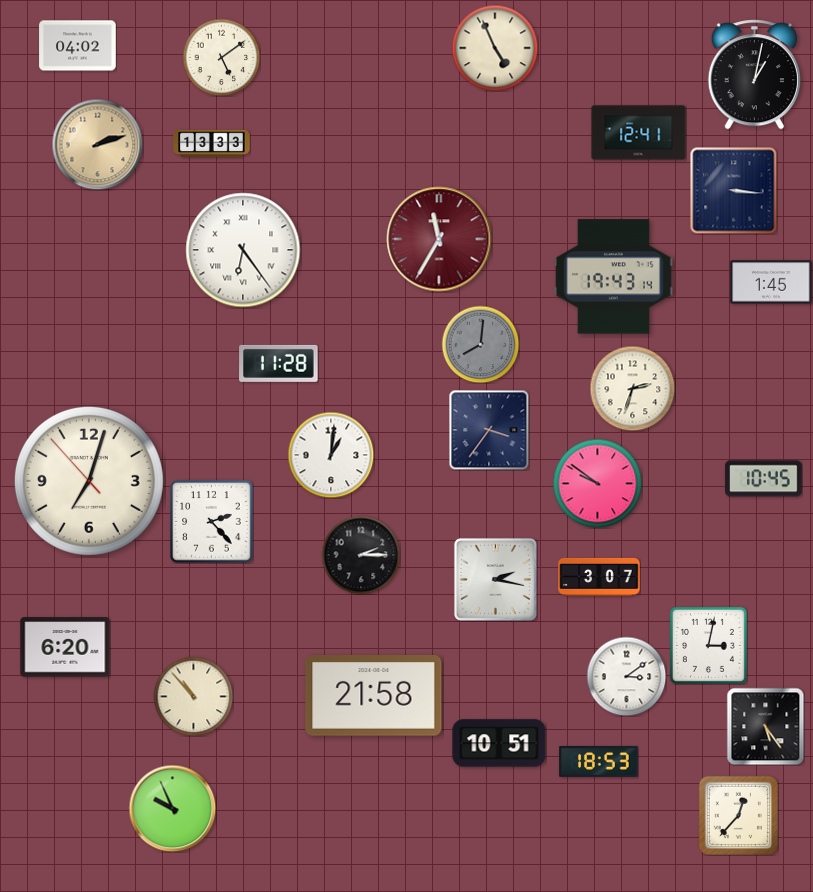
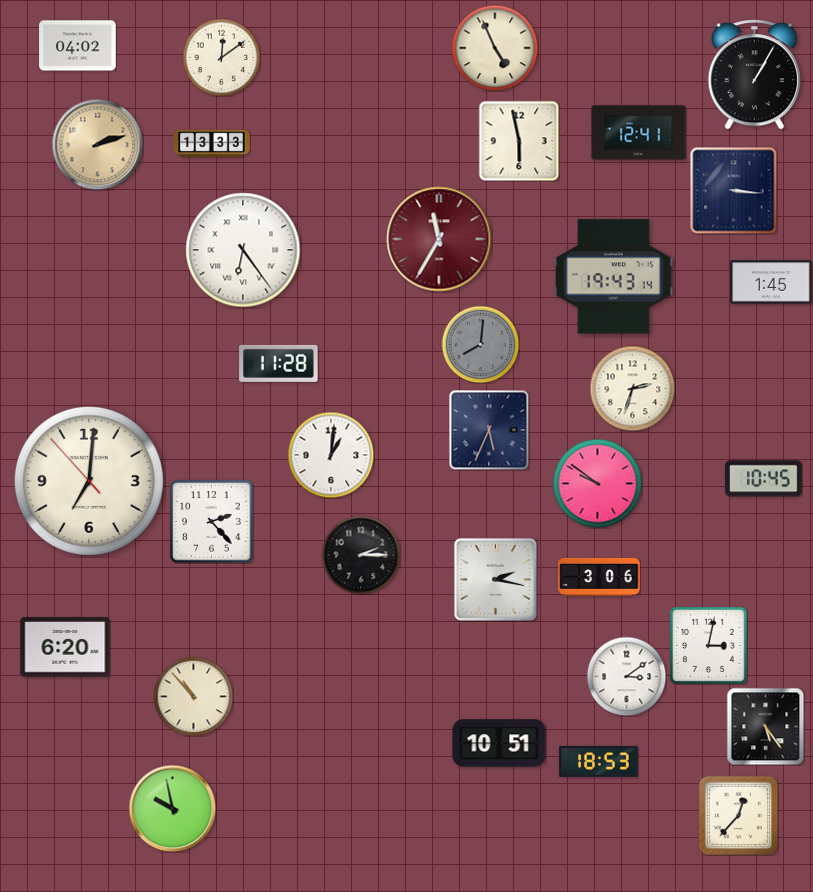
clock at (221, 57): 5:09 -> 12:09
clock at (754, 75): 1:02 -> 1:05
clock at (519, 141): none -> 5:58
clock at (489, 430): 3:36 -> 5:34
clock at (89, 481): 7:02 -> 7:00
clock at (599, 577): 3:07 -> 3:06
clock at (374, 696): 21:58 -> none
clock at (172, 808): 9:56 -> 9:58
